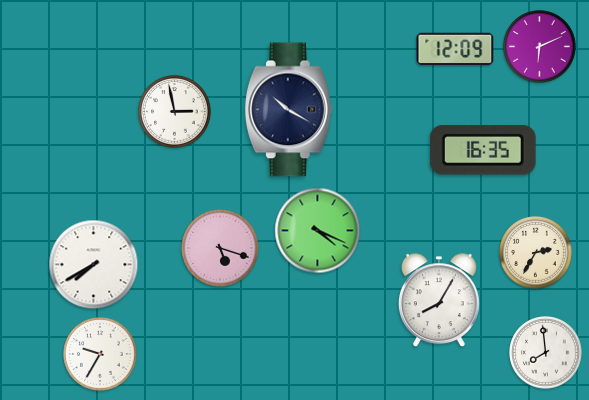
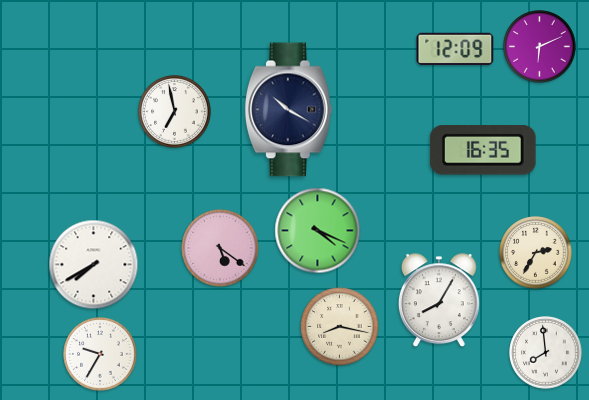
clock at (175, 112): 2:58 -> 6:58
clock at (220, 248): 5:18 -> 5:21
clock at (340, 327): none -> 8:17
